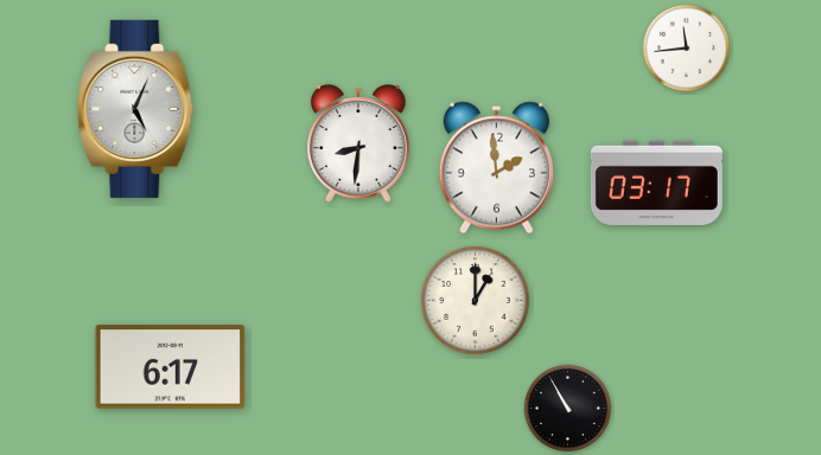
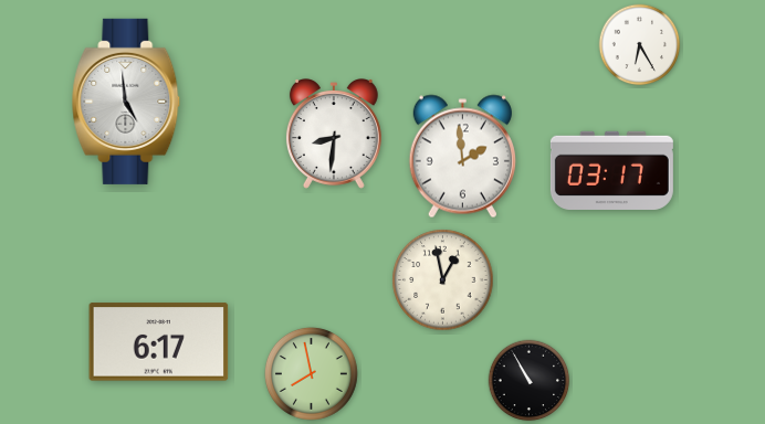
clock at (687, 49): 11:44 -> 6:25
clock at (135, 109): 5:04 -> 4:59
clock at (476, 301): 1:00 -> 12:58
clock at (311, 373): none -> 7:58
